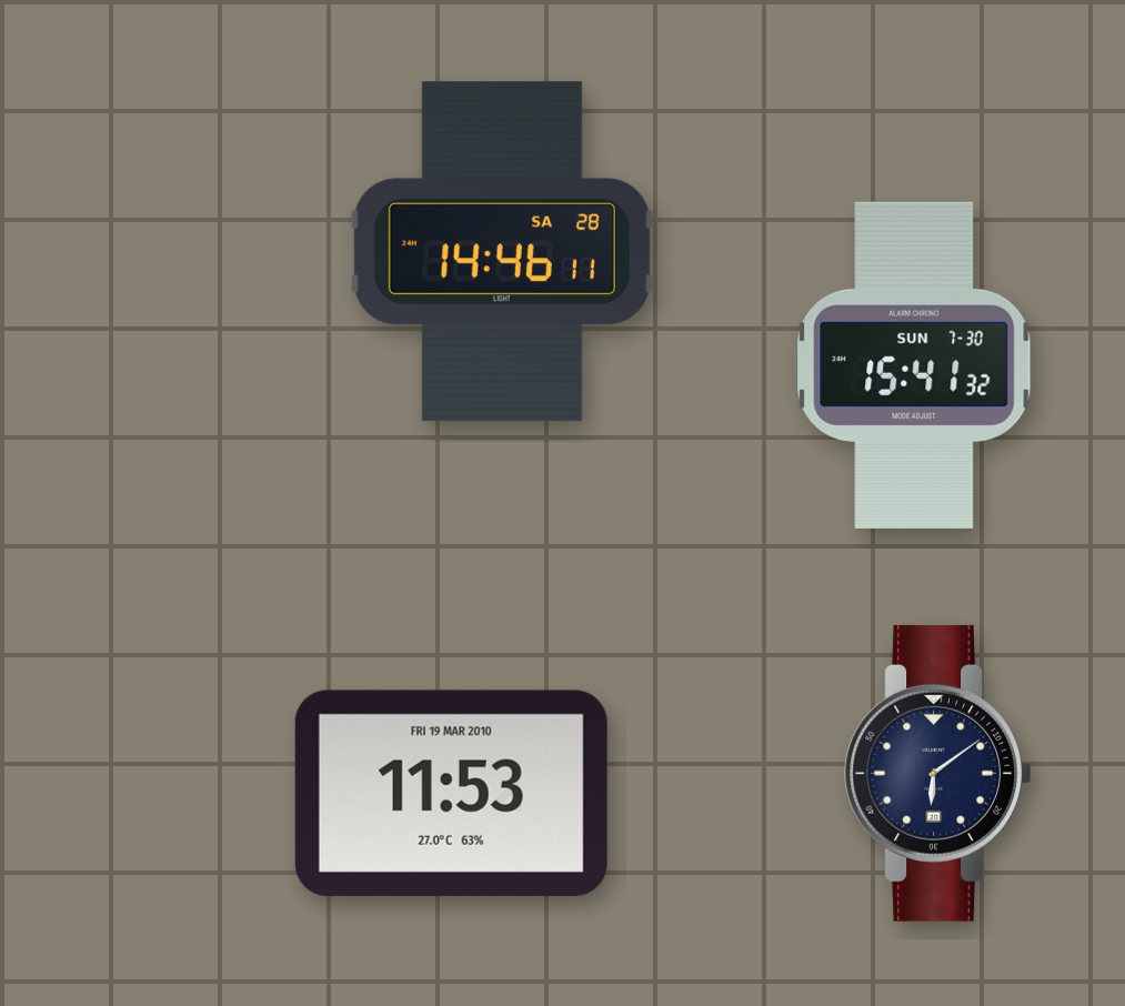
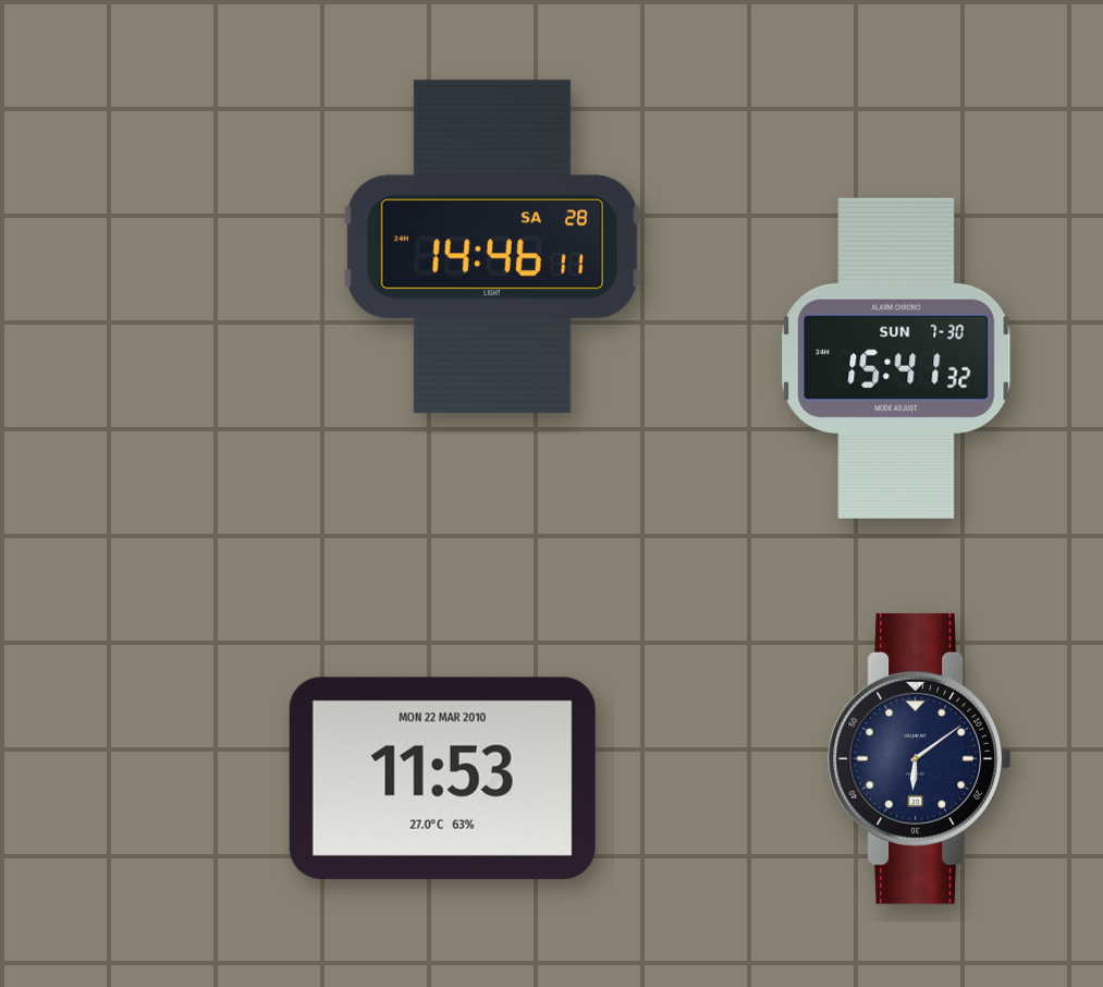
clock at (451, 793) date: FRI 19 MAR 2010 -> MON 22 MAR 2010
